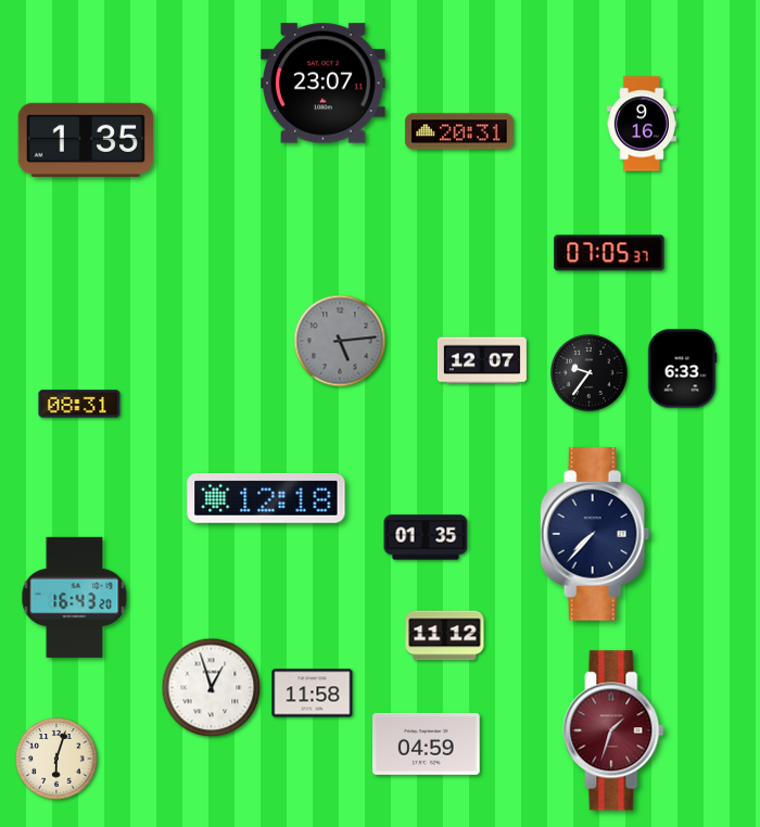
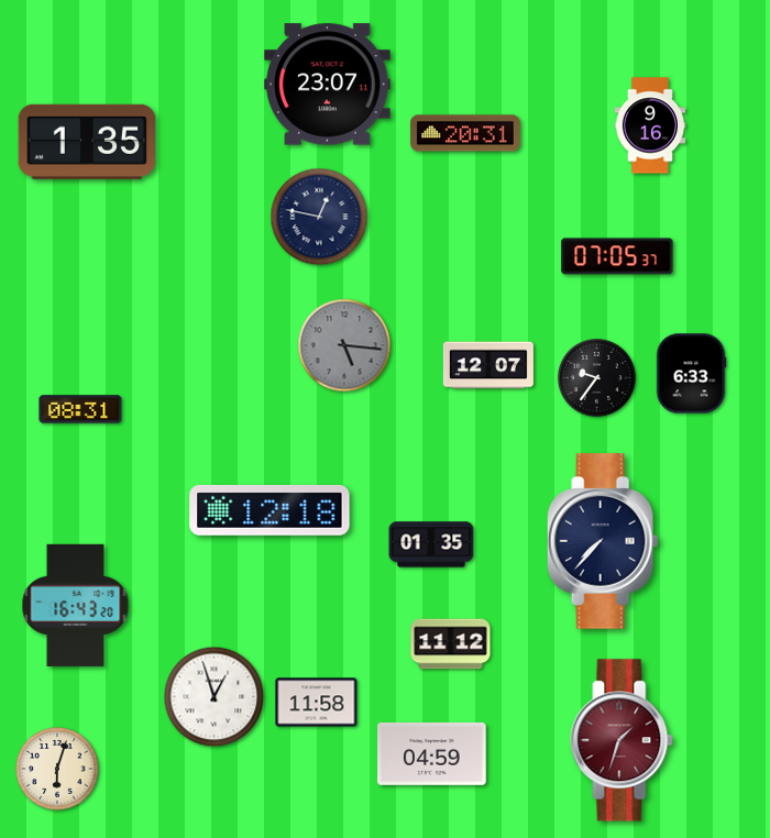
clock at (319, 217): none -> 12:47
clock at (340, 341): 5:14 -> 5:16
clock at (266, 498) position: (266, 498) -> (269, 510)
